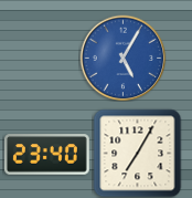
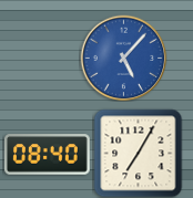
clock at (122, 58): 5:05 -> 5:07
clock at (46, 155): 23:40 -> 08:40
